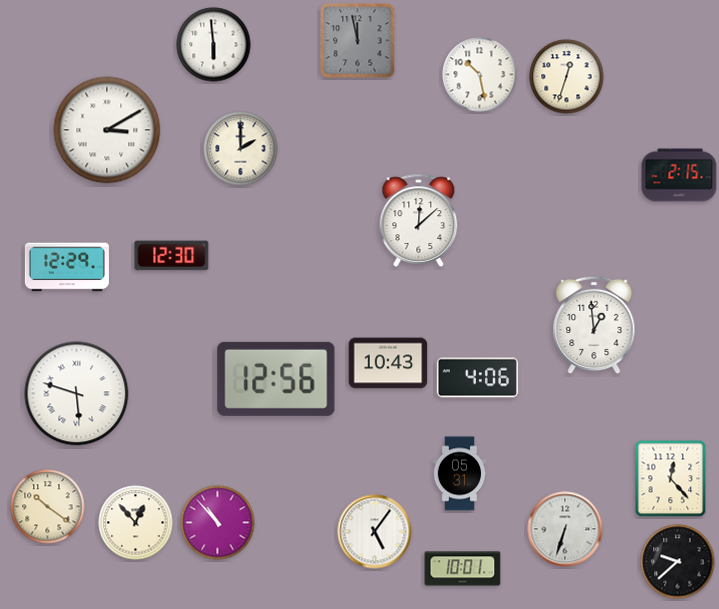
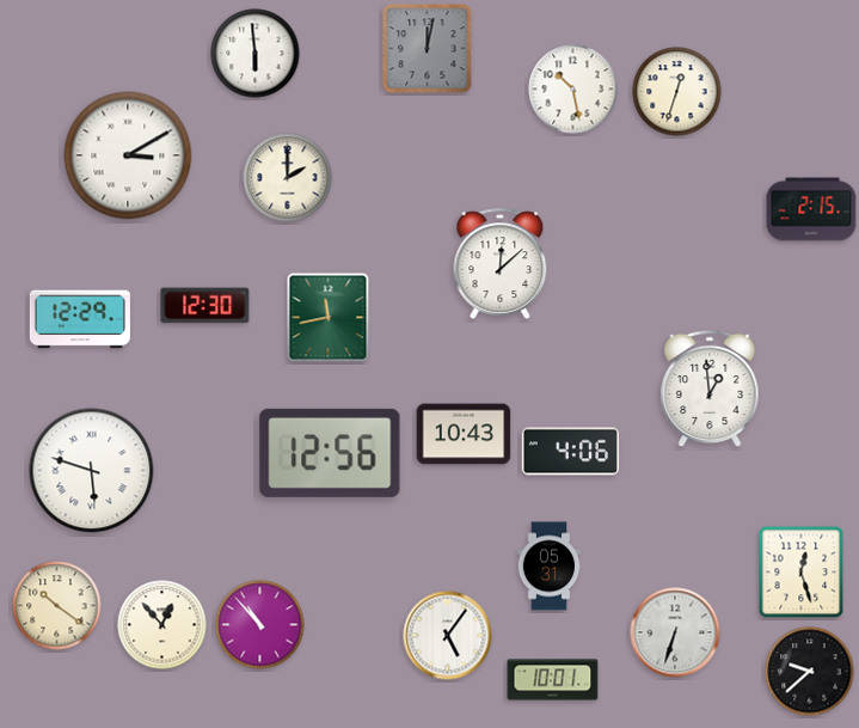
clock at (358, 41): 11:58 -> 12:02
clock at (329, 318): none -> 11:43
clock at (671, 479): 12:23 -> 12:27
